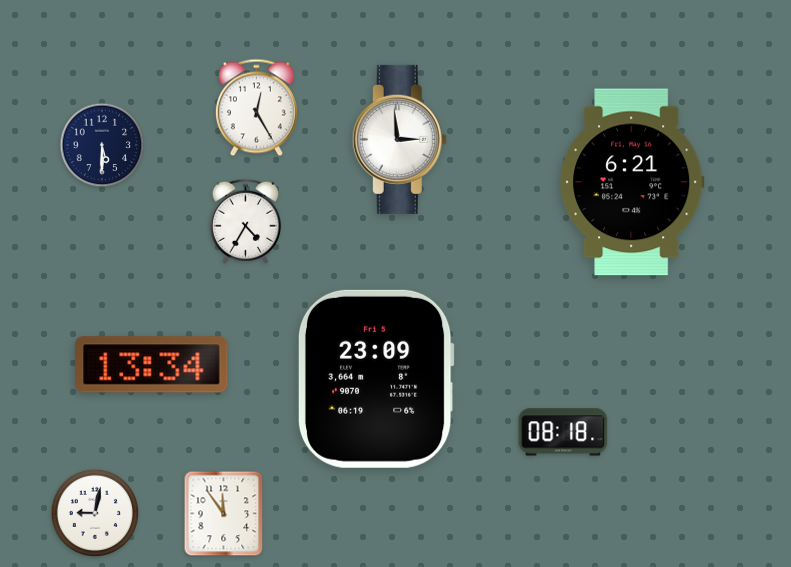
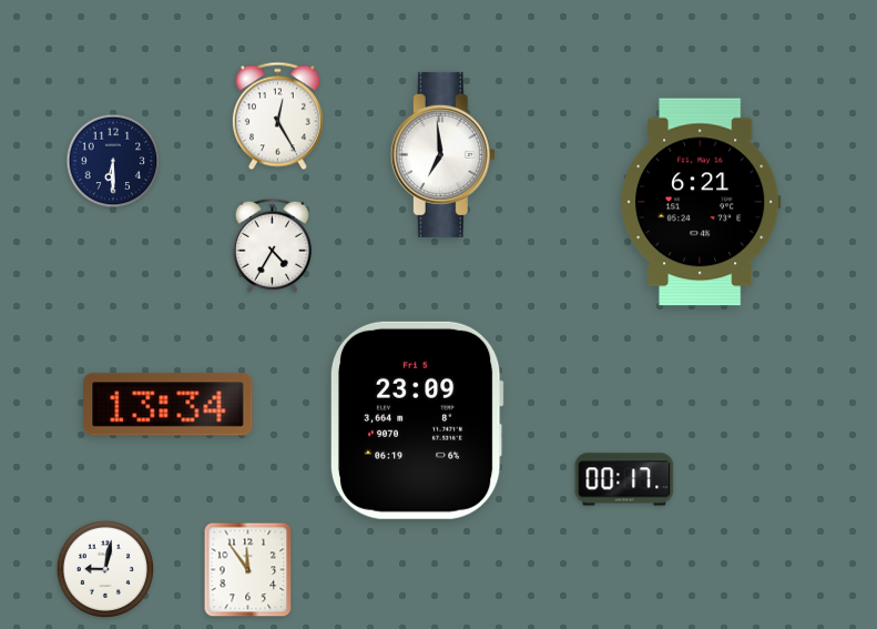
clock at (256, 108) position: (256, 108) -> (277, 116)
clock at (399, 139): 2:59 -> 6:59
clock at (102, 145): 5:30 -> 6:30
clock at (563, 432): 08:18 -> 00:17
